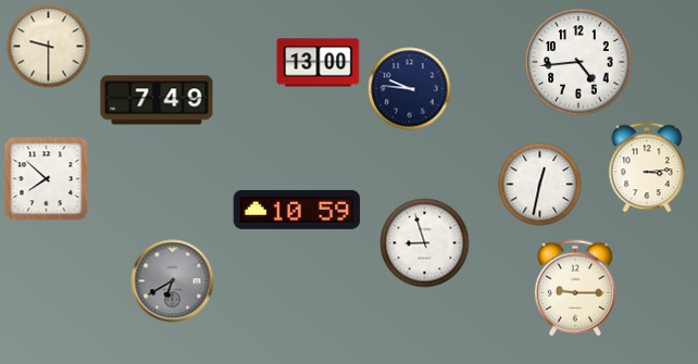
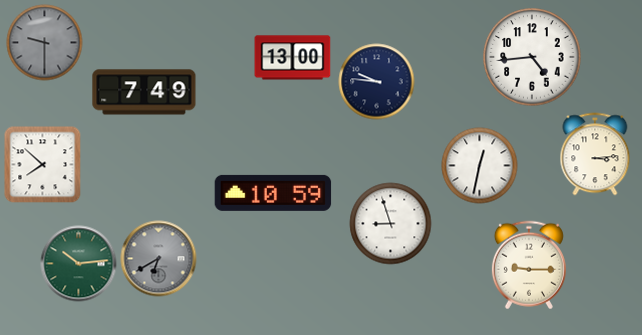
clock at (49, 47) dial: cream -> grey
clock at (540, 185) position: (540, 185) -> (480, 166)
clock at (79, 264): none -> 10:14
